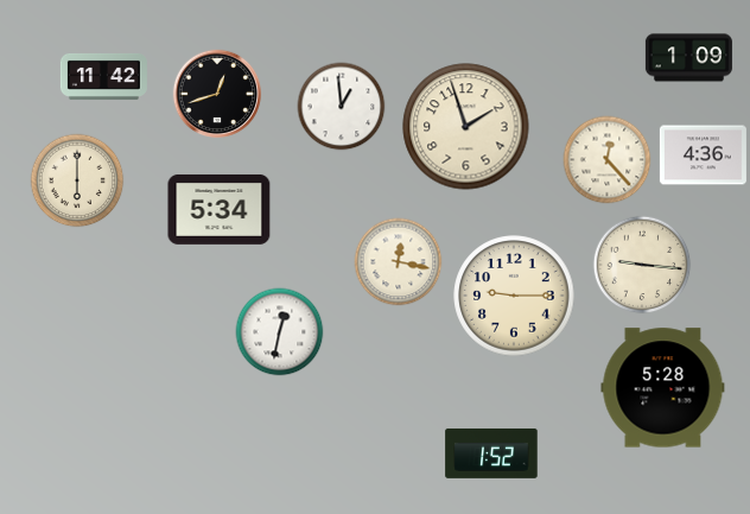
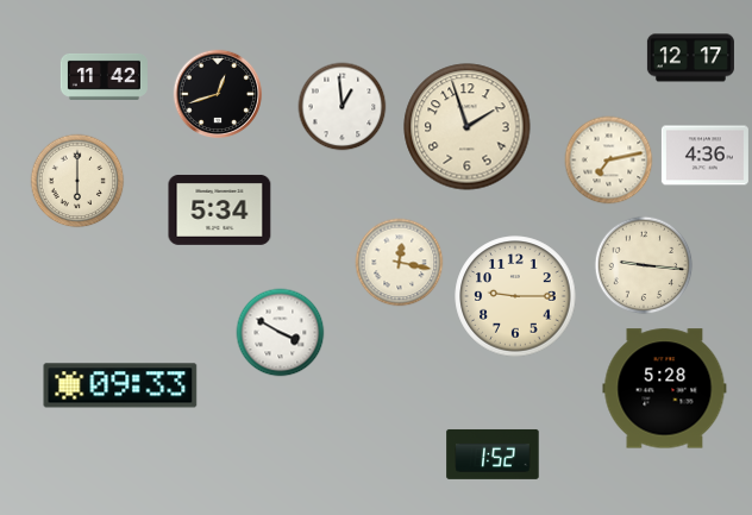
clock at (688, 58): 1:09 -> 12:17
clock at (608, 160): 12:23 -> 7:13
clock at (280, 332): 12:32 -> 3:50
clock at (120, 385): none -> 09:33
